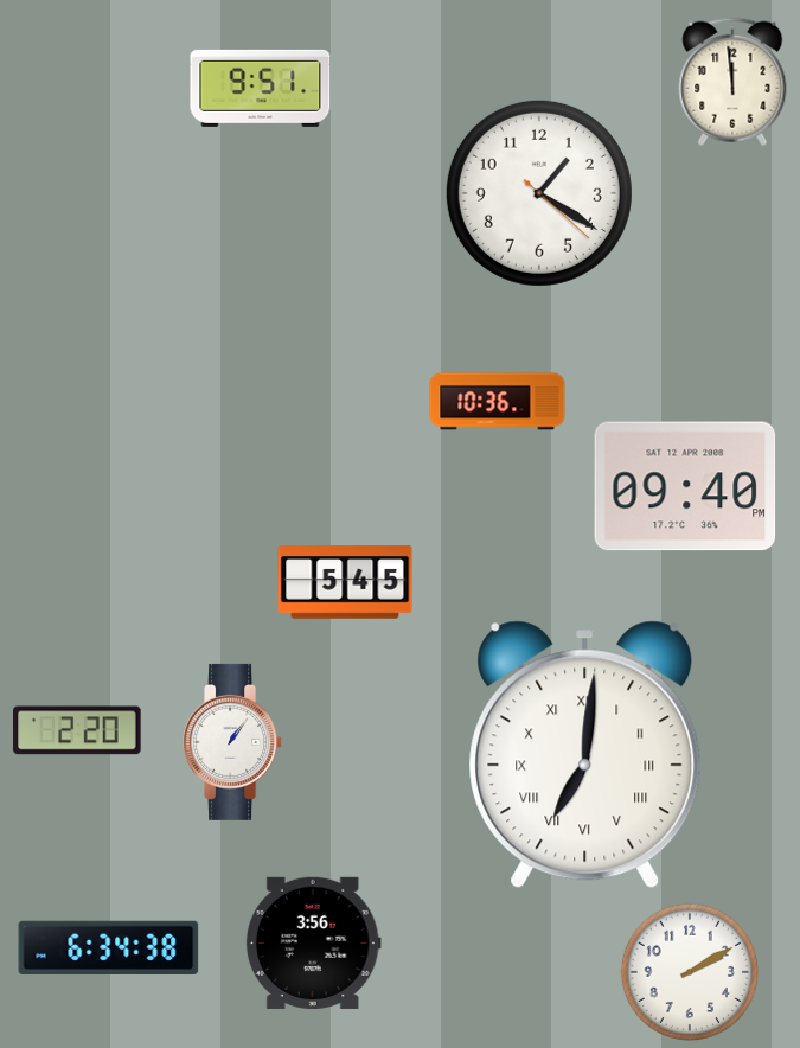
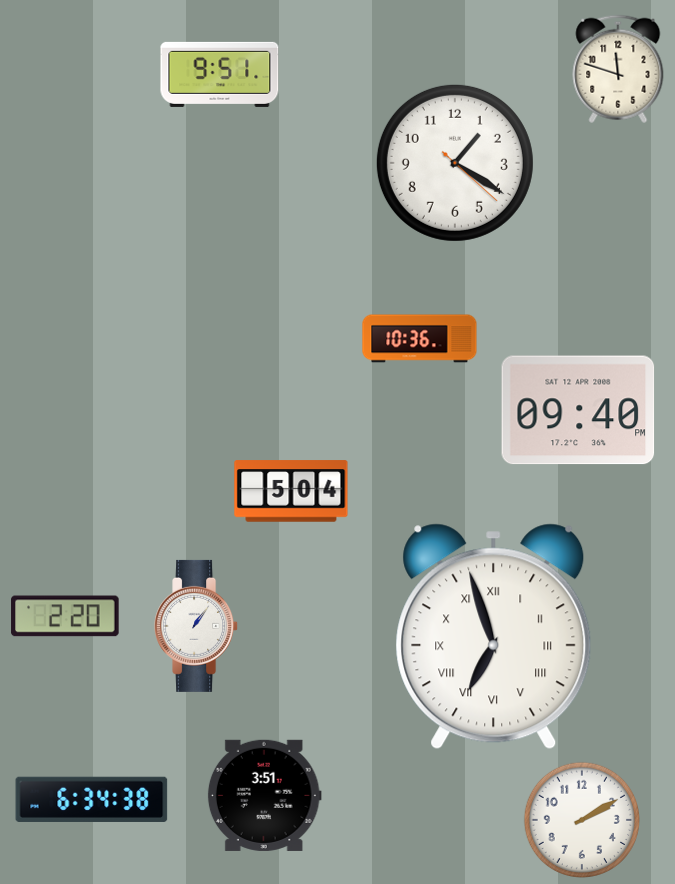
clock at (732, 82): 11:59 -> 11:48
clock at (345, 582): 5:45 -> 5:04
clock at (585, 755): 7:01 -> 6:57
clock at (313, 942): 3:56 -> 3:51
